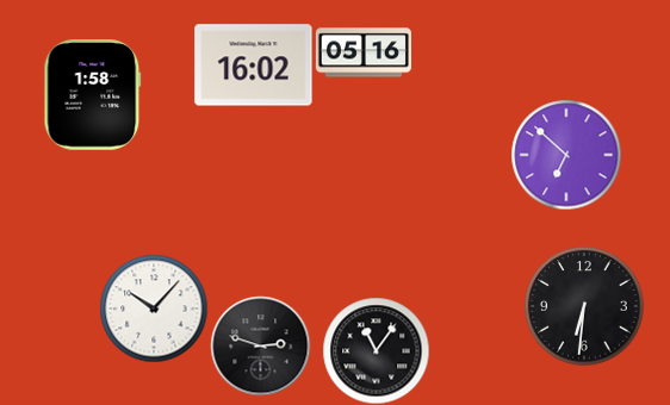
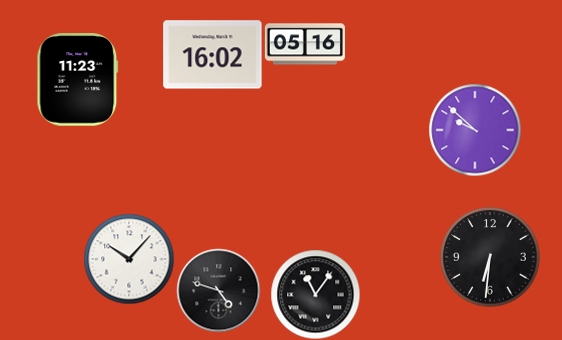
clock at (93, 95): 1:58 -> 11:23
clock at (566, 155): 6:52 -> 9:52
clock at (260, 345): 2:48 -> 4:48
